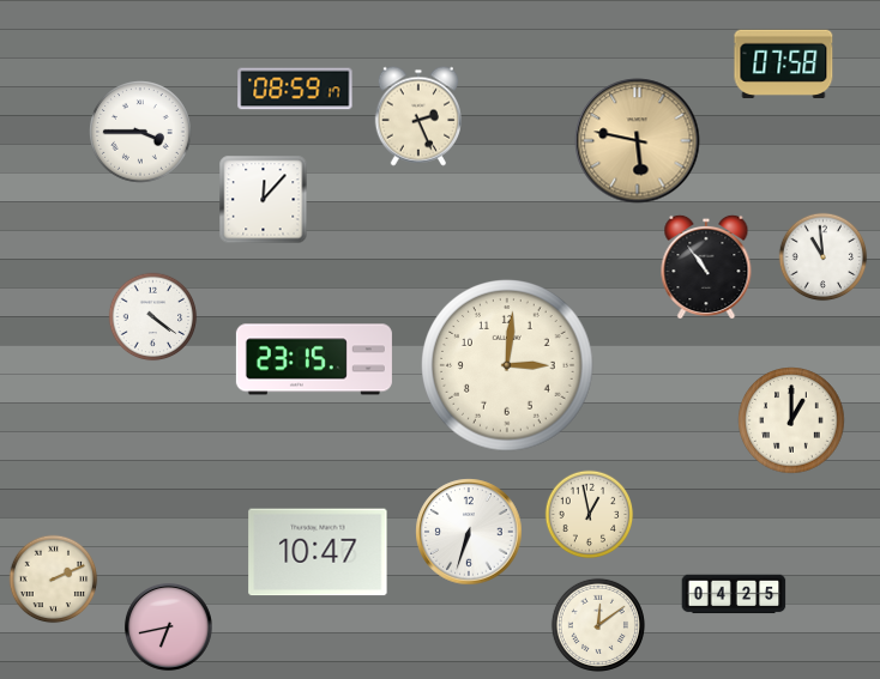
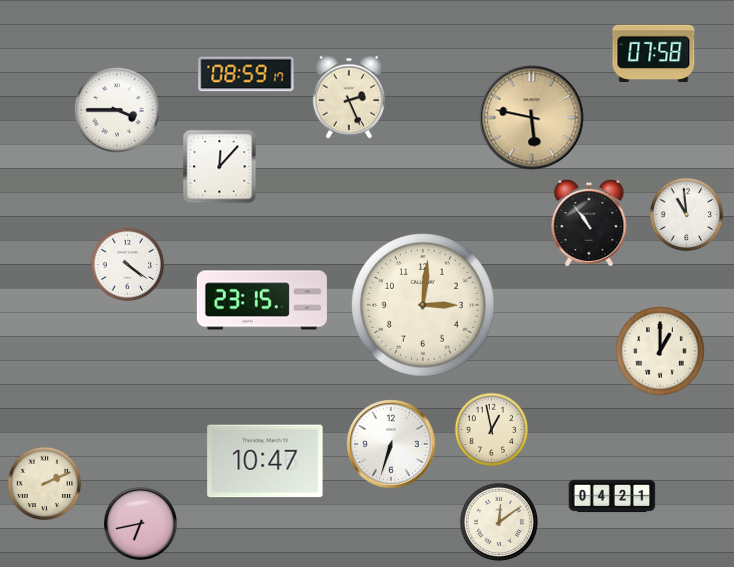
clock at (734, 594): 04:25 -> 04:21
